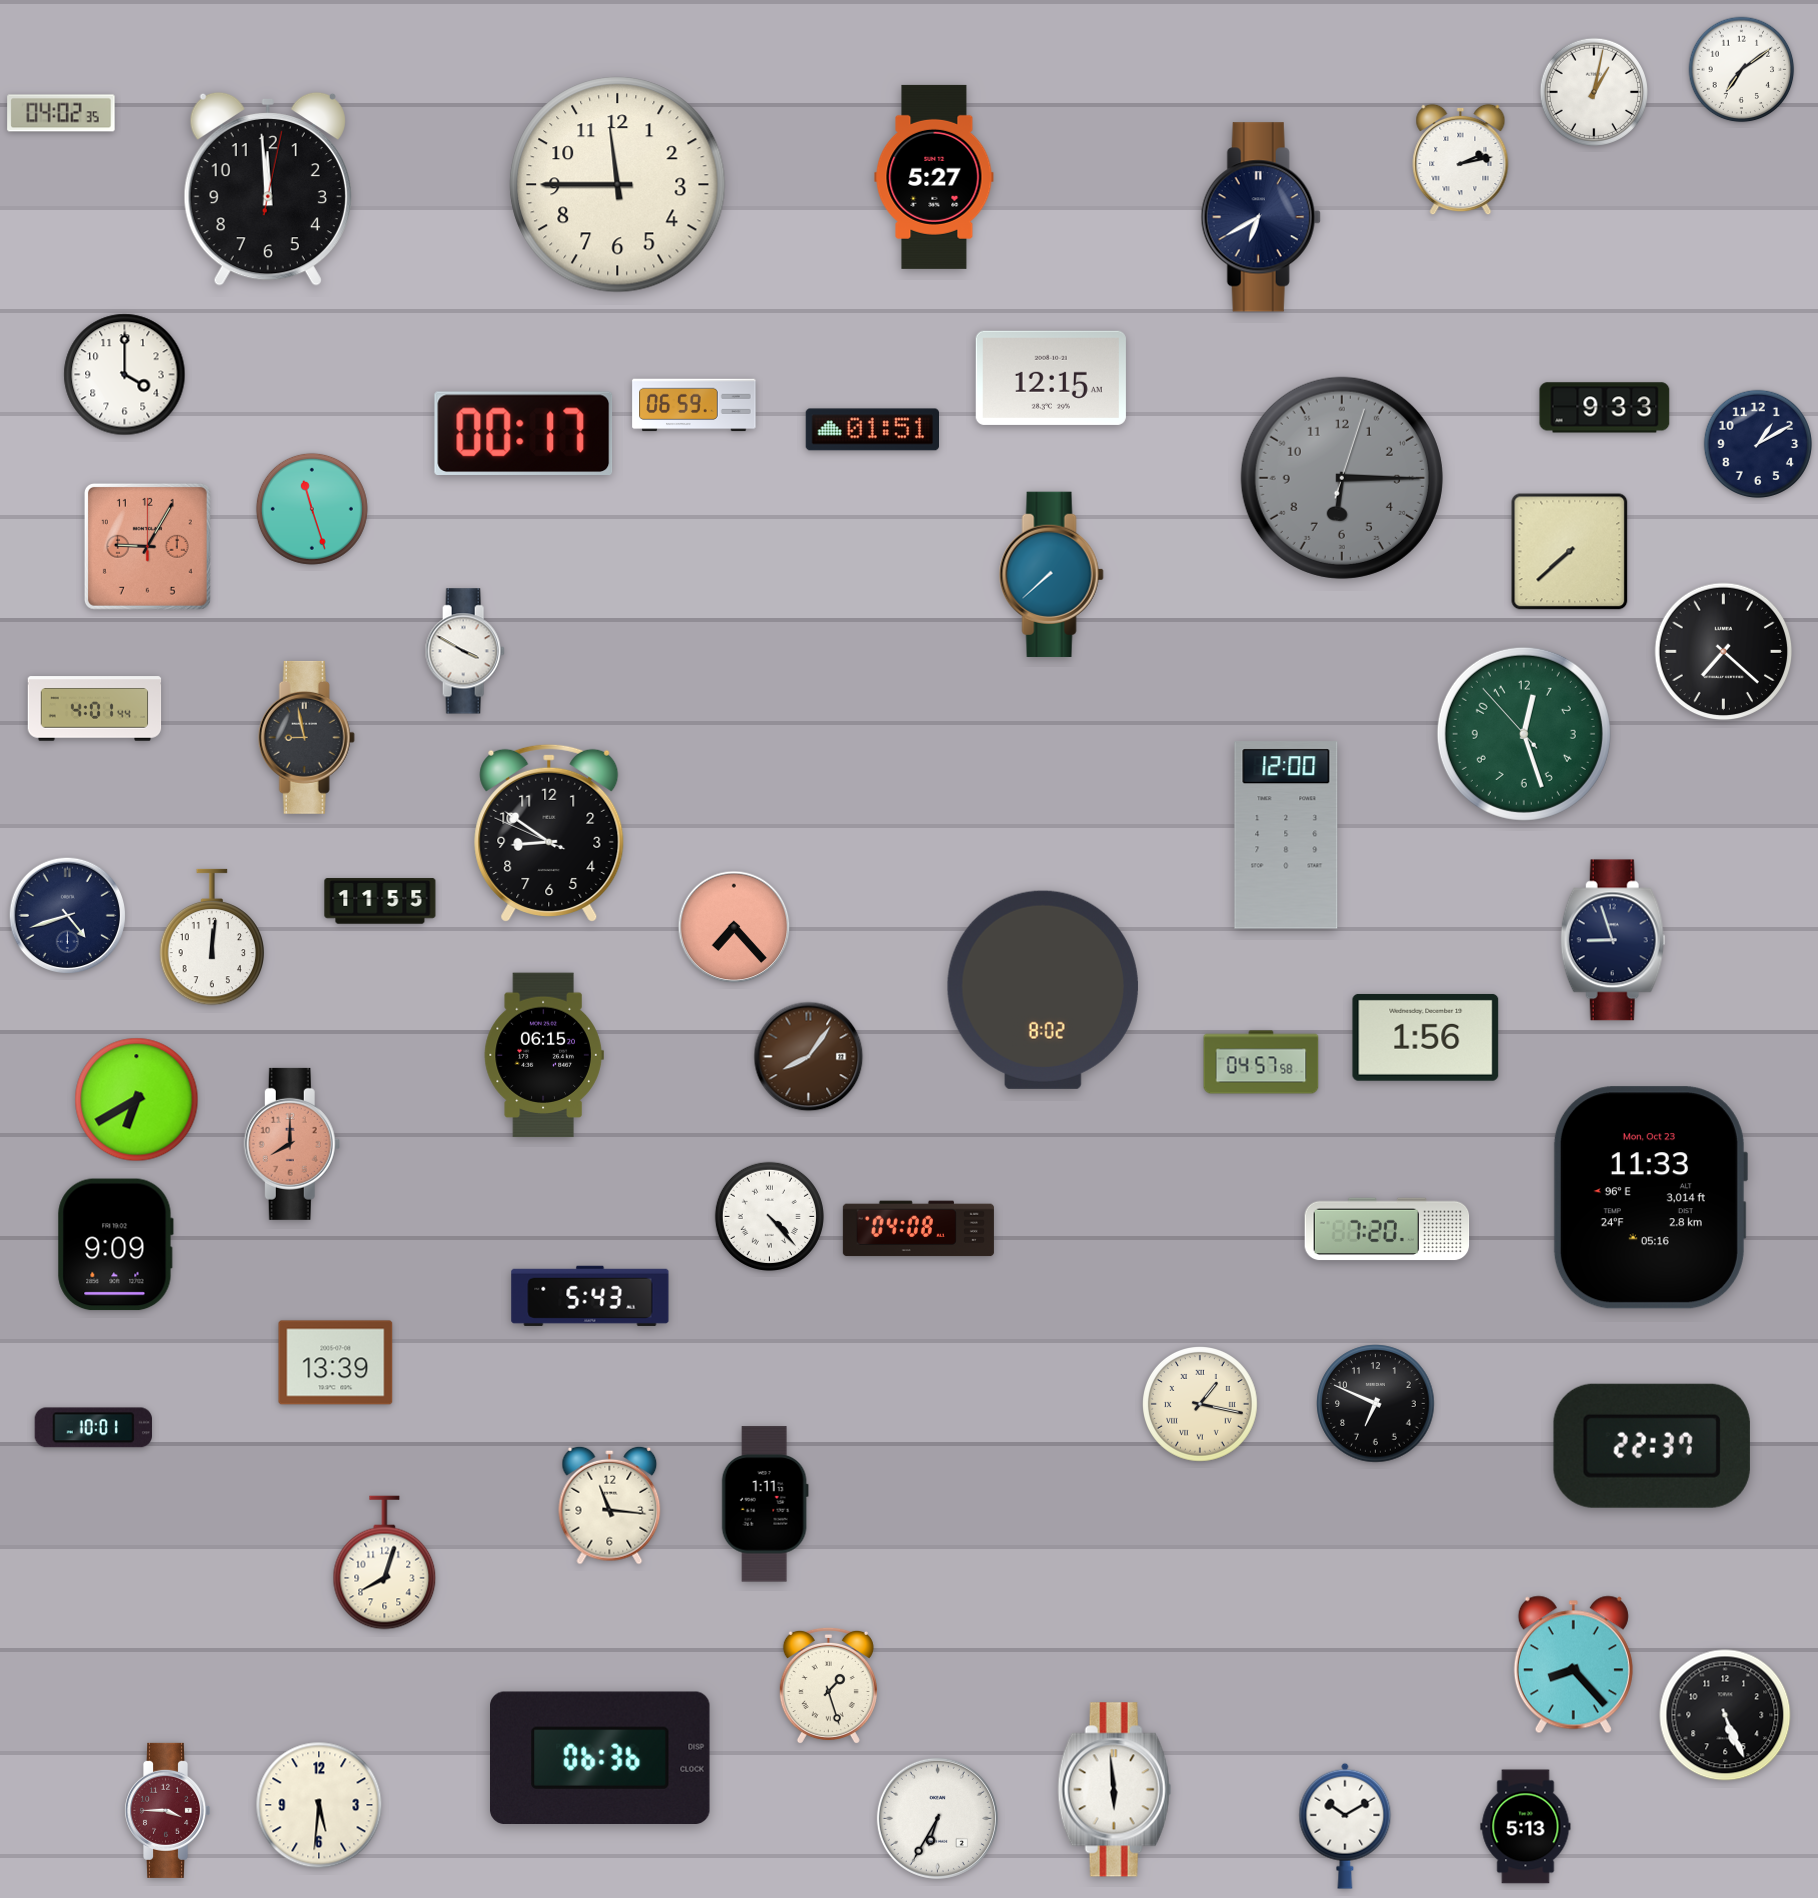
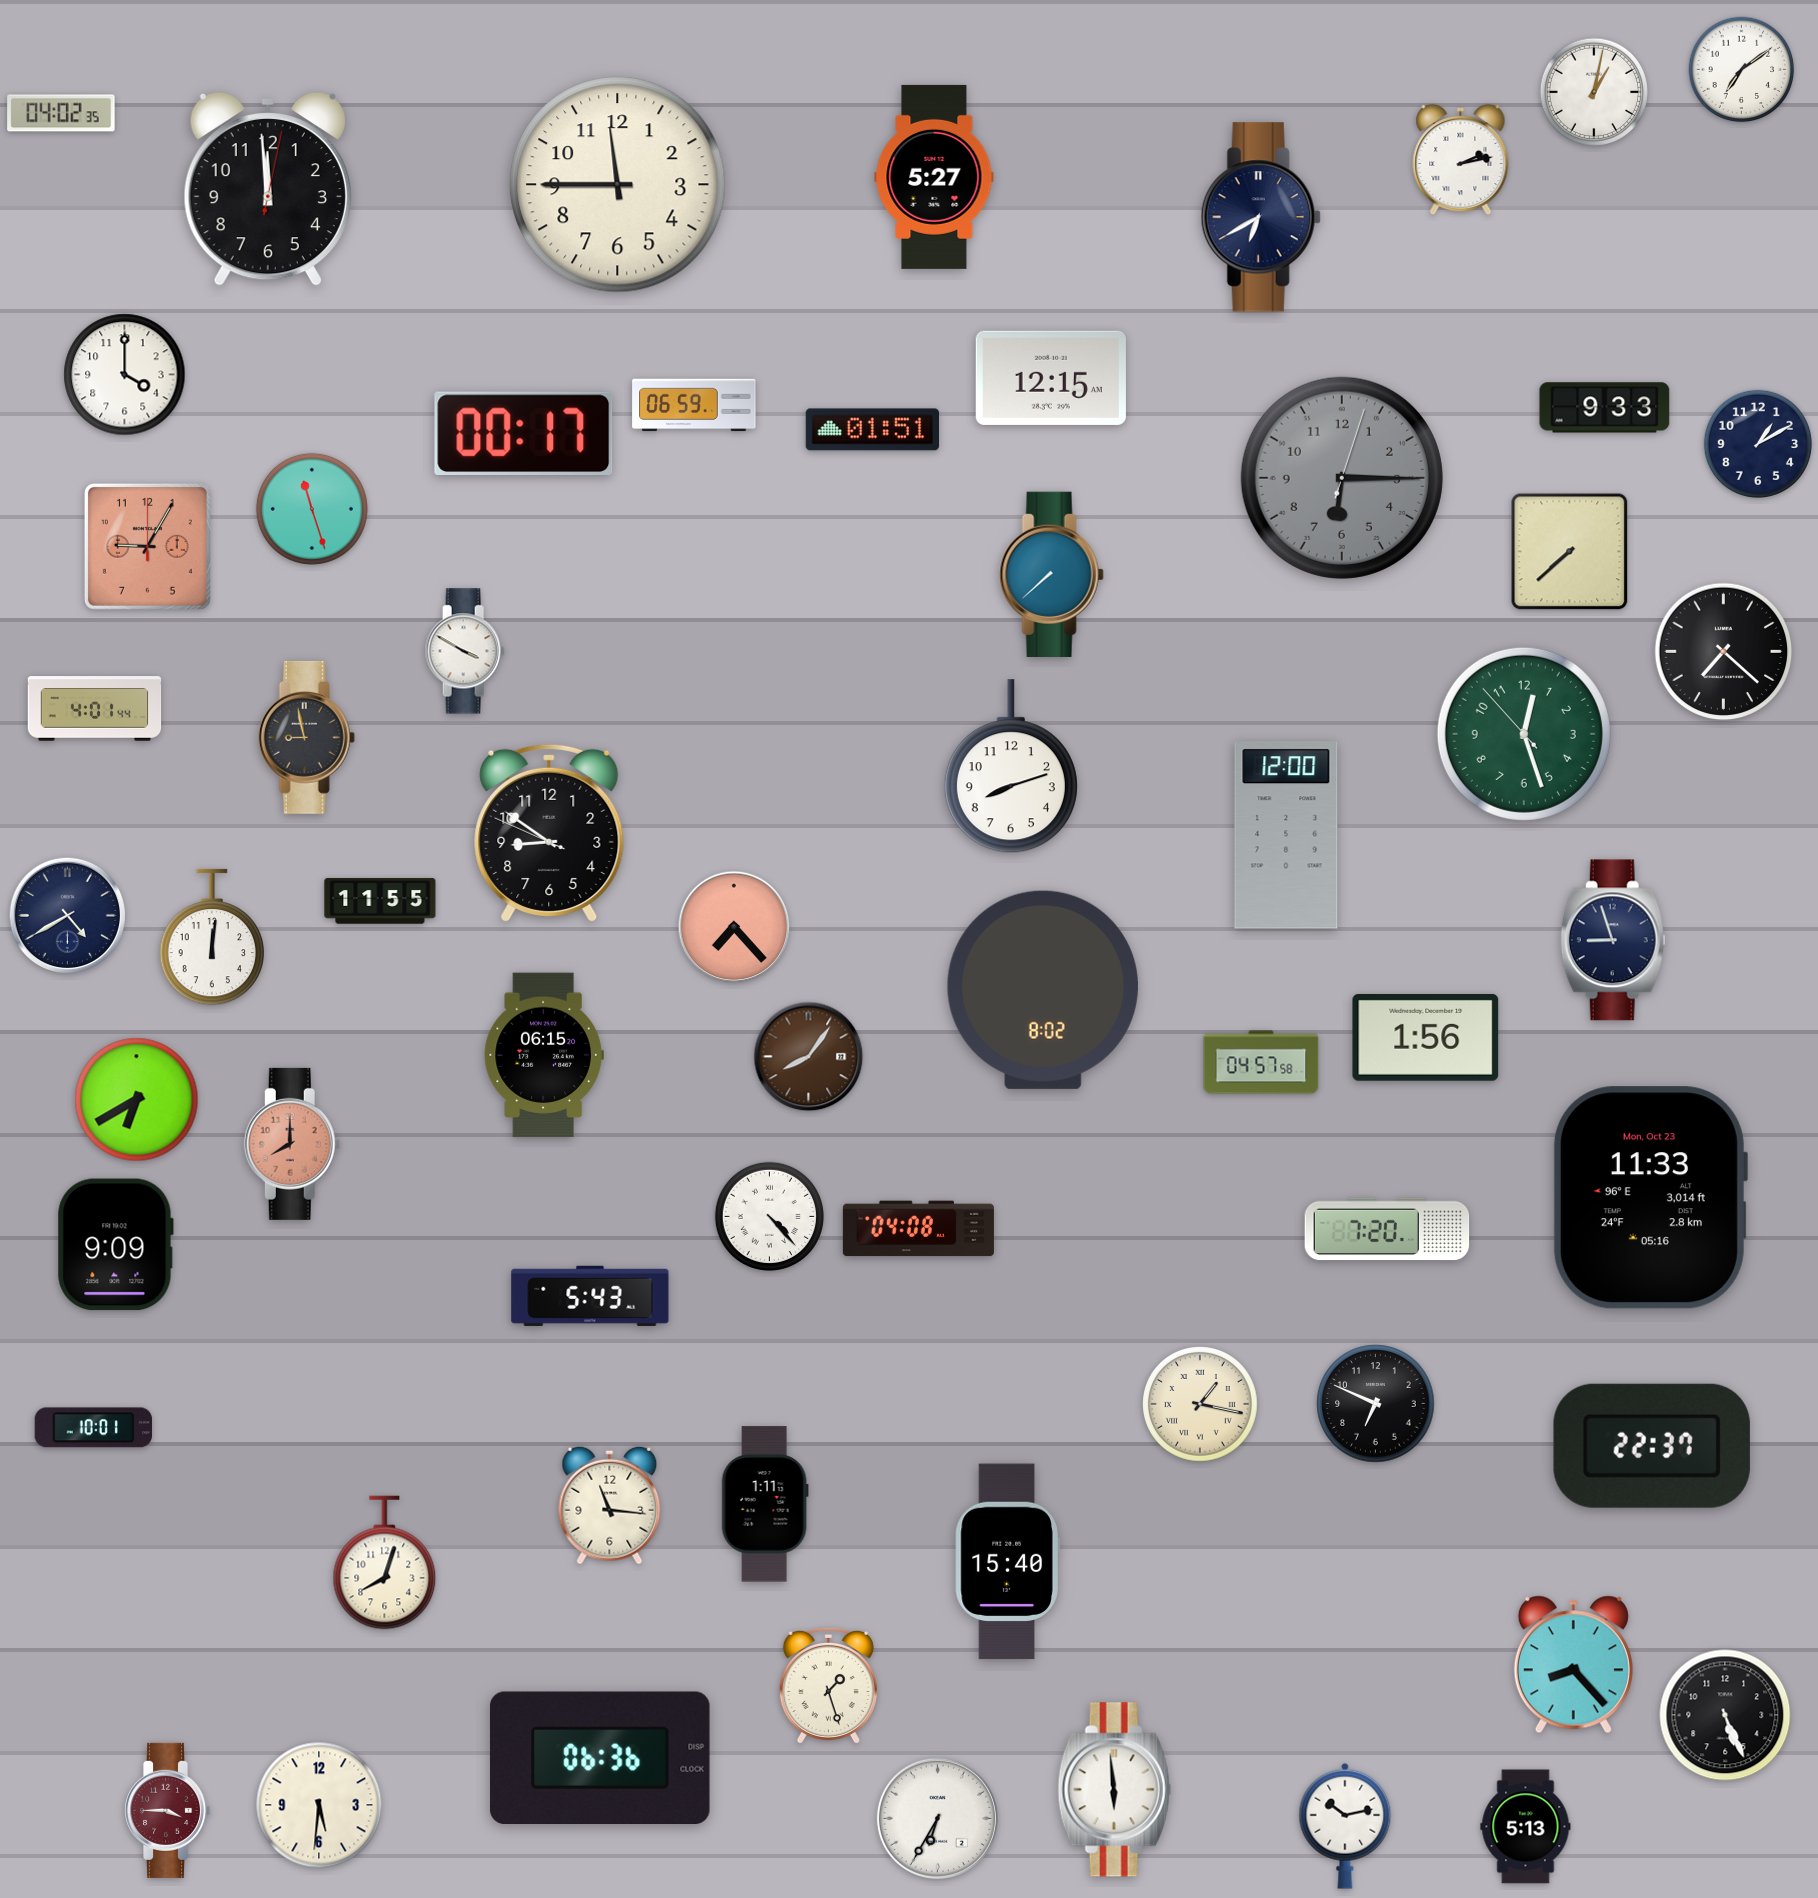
clock at (1011, 767): none -> 8:12
clock at (68, 916): 4:42 -> 4:40
clock at (336, 1363): 13:39 -> none
clock at (1007, 1562): none -> 15:40
clock at (1345, 1826): 10:10 -> 10:13
